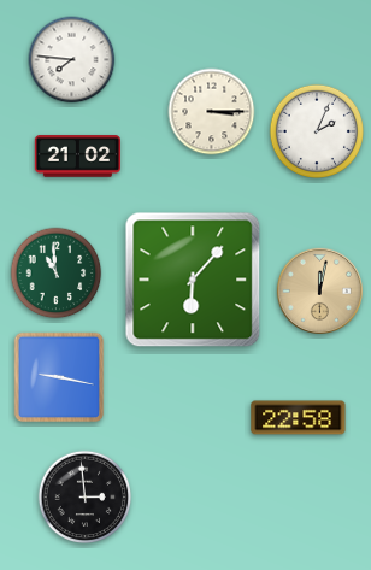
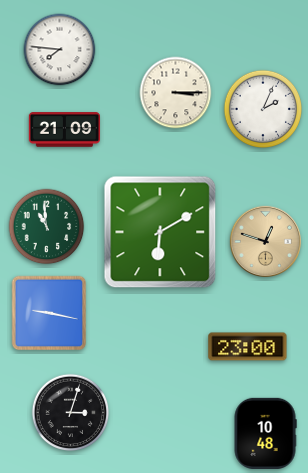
clock at (77, 157): 21:02 -> 21:09
clock at (193, 280): 6:07 -> 6:10
clock at (319, 290): 12:02 -> 12:48
clock at (299, 418): 22:58 -> 23:00
clock at (86, 498): 2:59 -> 3:03
clock at (265, 433): none -> 10:48
